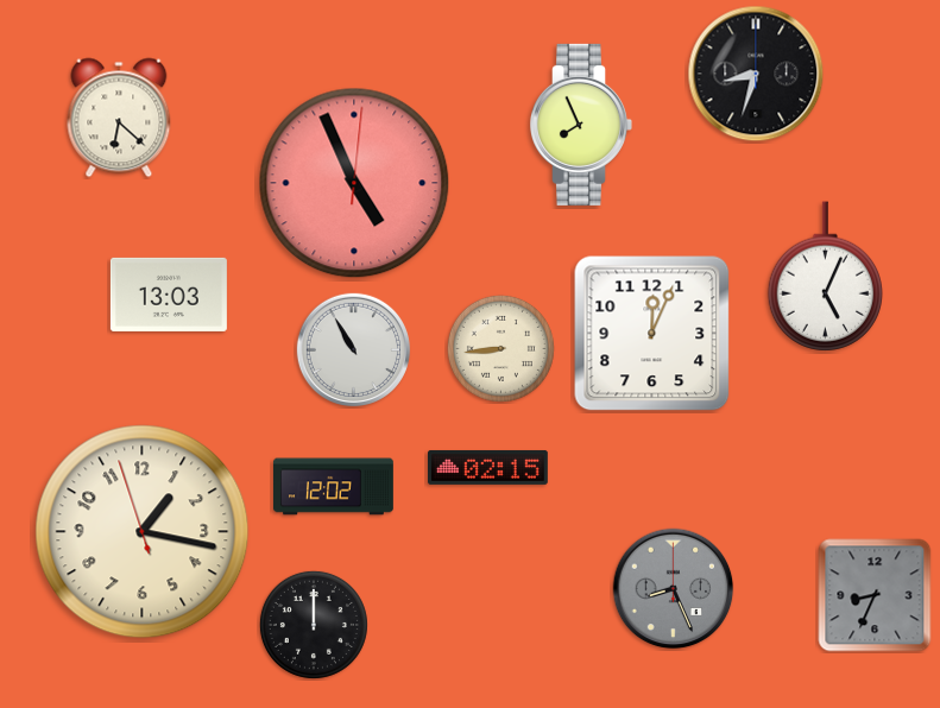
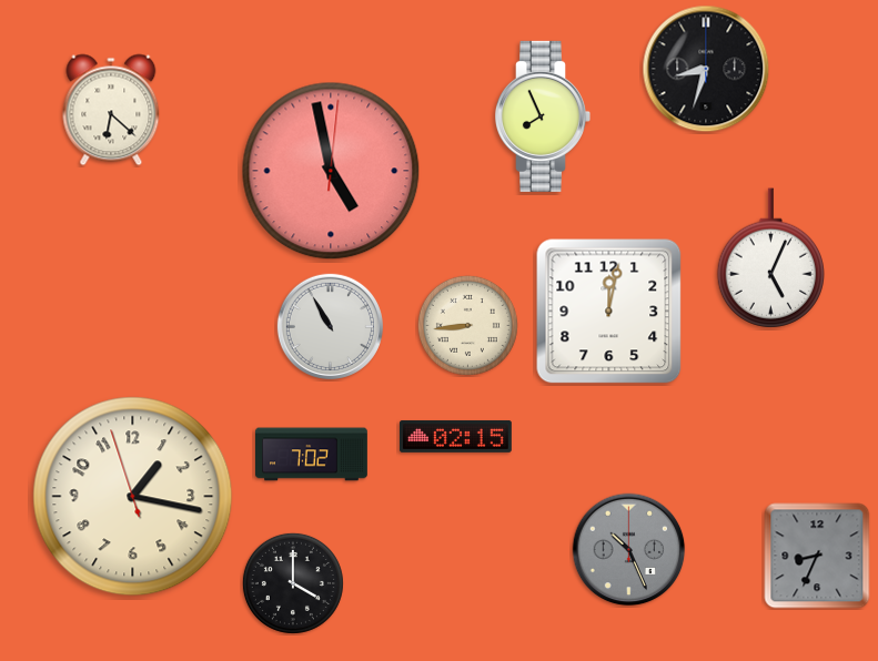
clock at (354, 183): 4:56 -> 4:58
clock at (169, 295): 13:03 -> none
clock at (652, 334): 12:04 -> 12:02
clock at (334, 487): 12:02 -> 7:02
clock at (674, 589): 8:26 -> 10:26
clock at (314, 625): 12:00 -> 4:00
